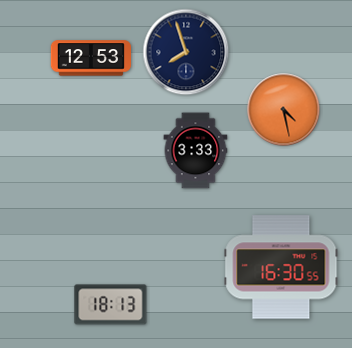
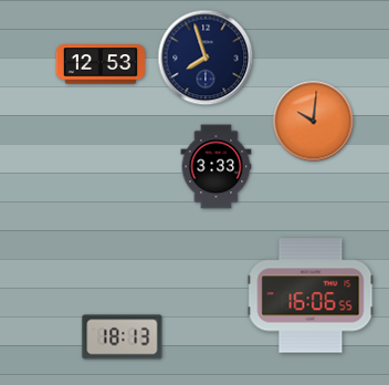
clock at (284, 110): 4:28 -> 10:01
clock at (281, 267): 16:30 -> 16:06
